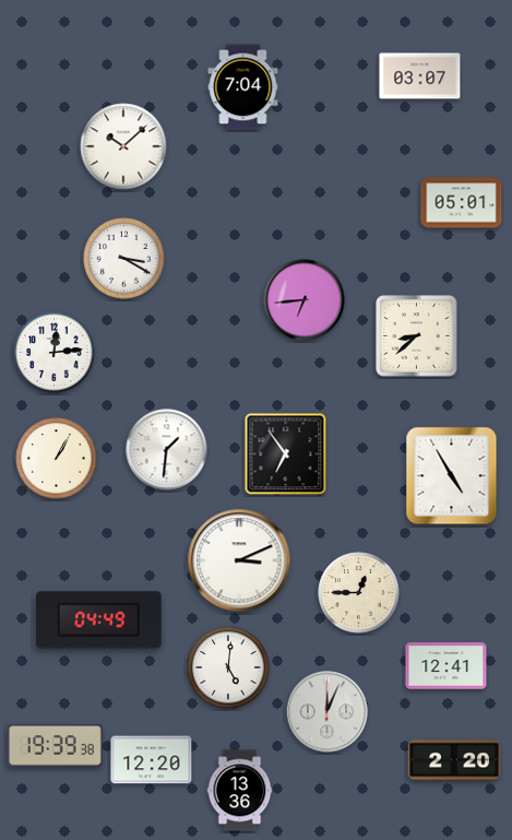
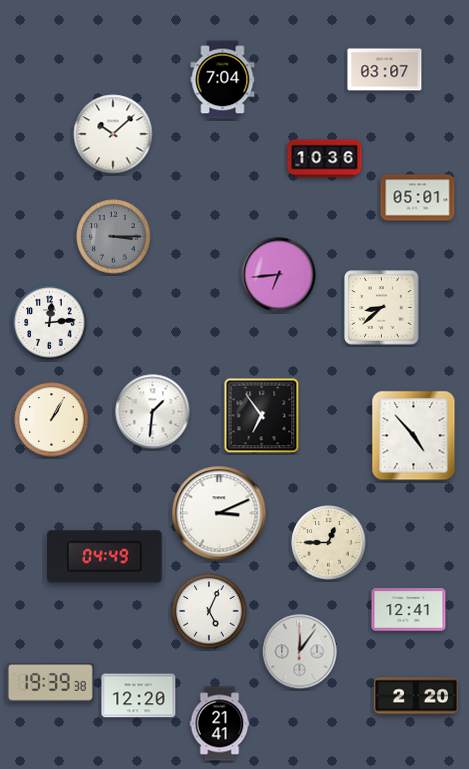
clock at (325, 159): none -> 10:36
clock at (462, 203) position: (462, 203) -> (418, 198)
clock at (124, 259): 3:20 -> 3:15
clock at (124, 259) dial: white -> grey
clock at (452, 476): 4:55 -> 4:53
clock at (99, 620) position: (99, 620) -> (105, 557)
clock at (228, 667): 5:01 -> 5:04
clock at (328, 712): 12:04 -> 12:06
clock at (240, 791): 13:36 -> 21:41
